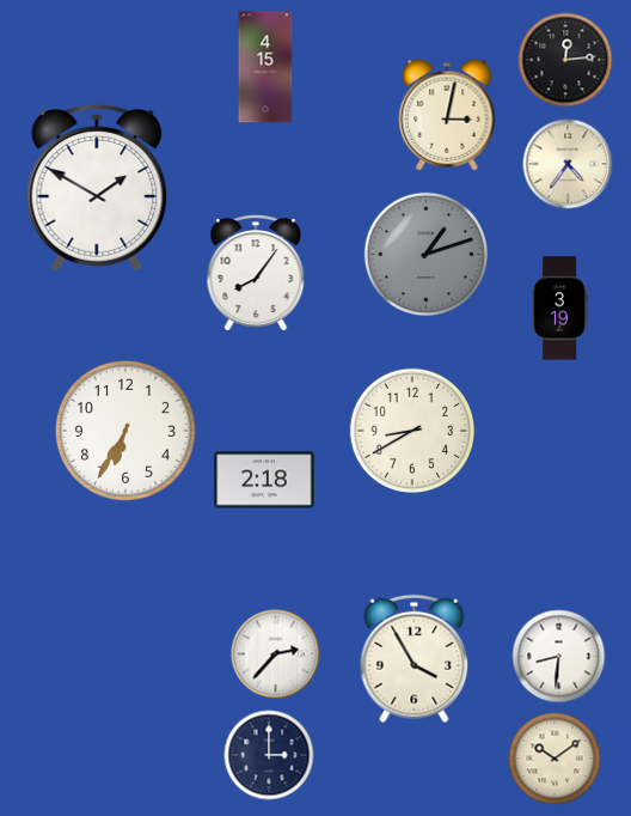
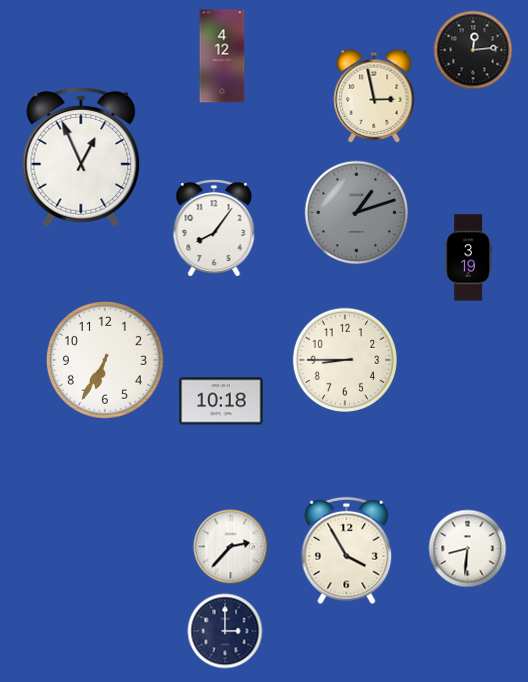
clock at (265, 67): 4:15 -> 4:12
clock at (447, 115): 3:02 -> 2:58
clock at (568, 164): 4:36 -> none
clock at (97, 188): 1:50 -> 12:56
clock at (411, 430): 8:40 -> 8:45
clock at (264, 480): 2:18 -> 10:18
clock at (555, 759): 10:09 -> none
